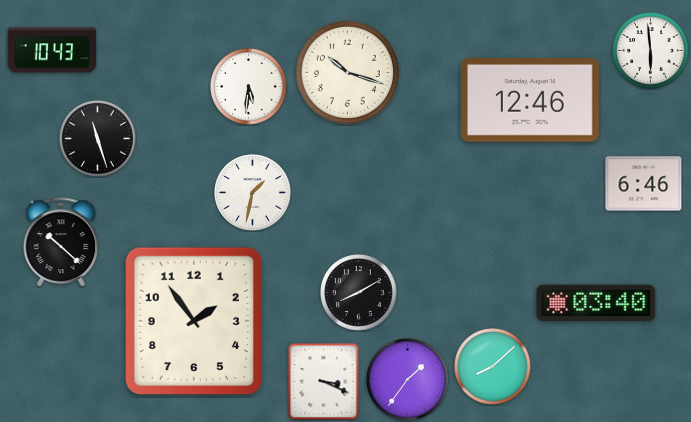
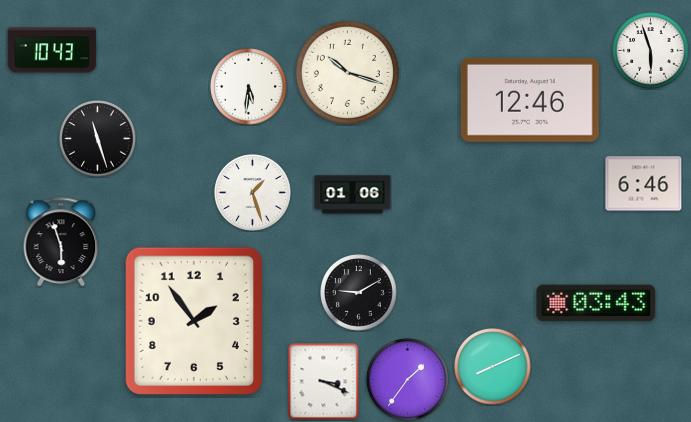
clock at (651, 51): 5:59 -> 5:57
clock at (253, 193): 1:32 -> 1:27
clock at (353, 195): none -> 01:06
clock at (61, 242): 10:22 -> 5:57
clock at (359, 293): 8:10 -> 9:10
clock at (596, 303): 03:40 -> 03:43
clock at (493, 367): 8:08 -> 8:11
